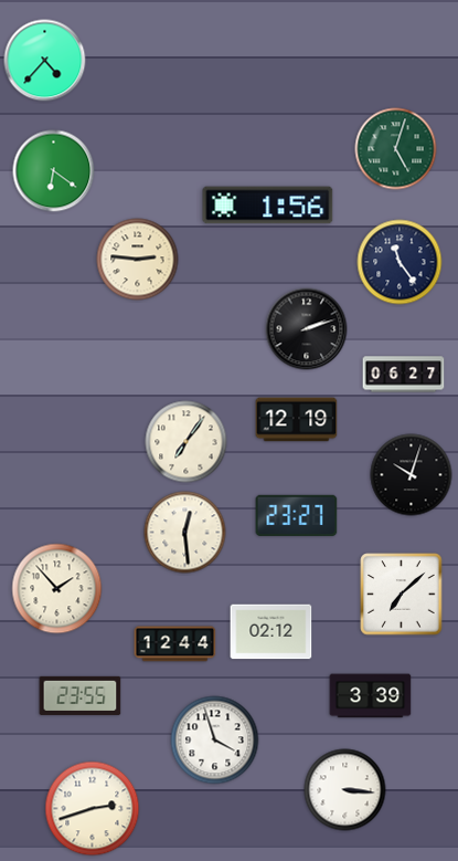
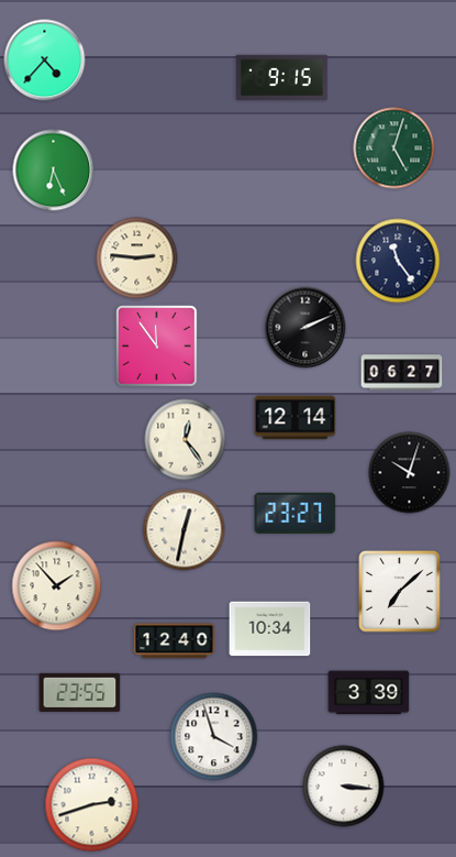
clock at (282, 77): none -> 9:15
clock at (54, 171): 6:21 -> 6:26
clock at (268, 206): 1:56 -> none
clock at (307, 329): 2:12 -> 2:11
clock at (157, 347): none -> 11:54
clock at (297, 420): 12:19 -> 12:14
clock at (187, 442): 7:06 -> 12:24
clock at (185, 533): 12:29 -> 12:32
clock at (271, 632): 02:12 -> 10:34
clock at (175, 644): 12:44 -> 12:40
